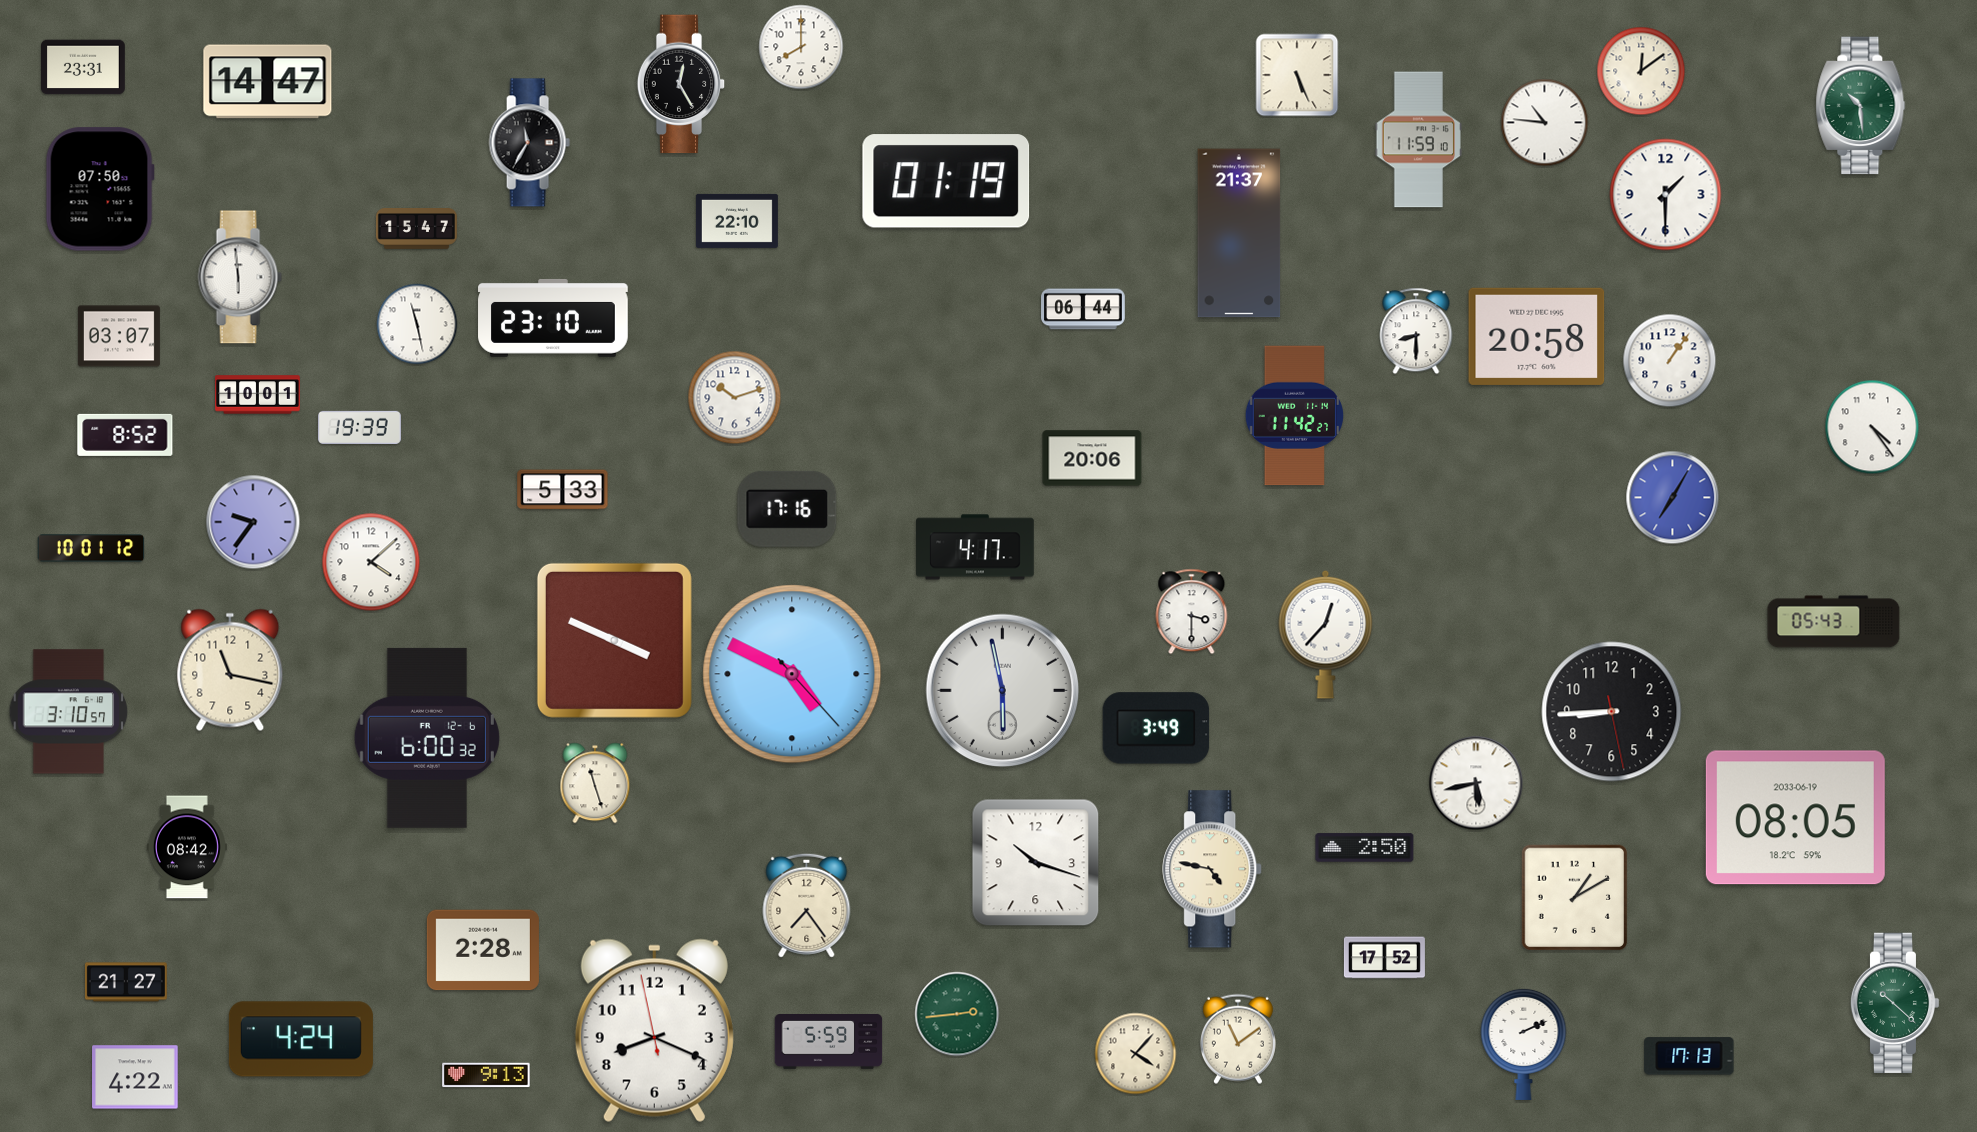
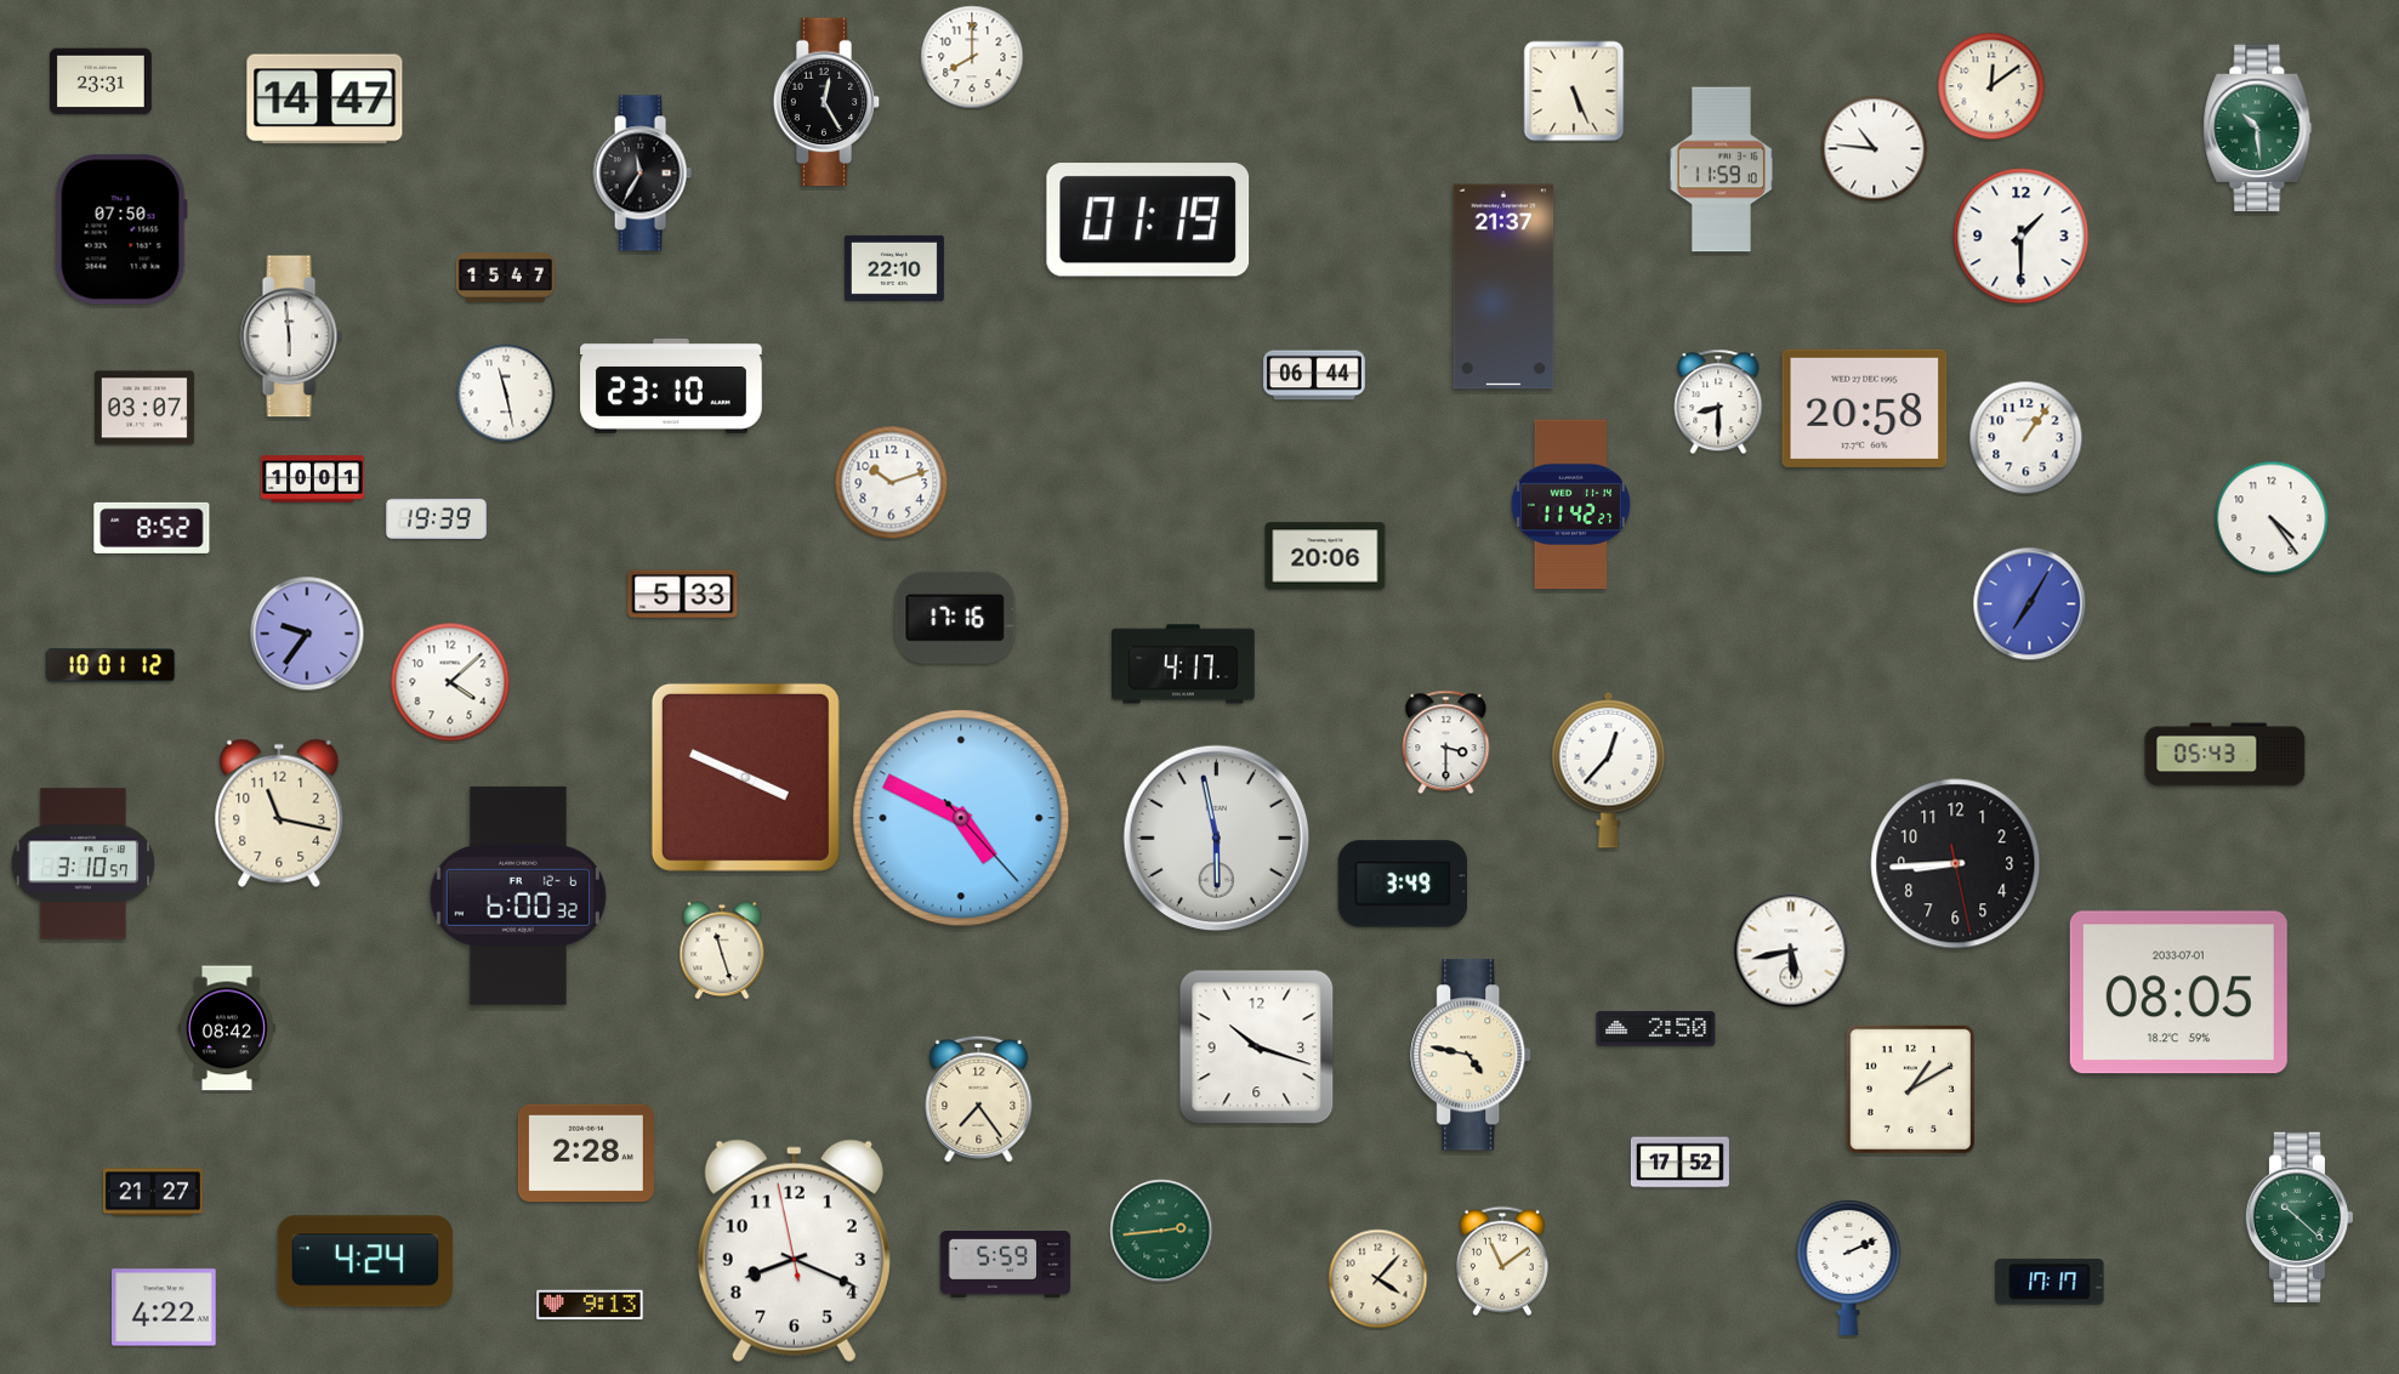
clock at (1239, 233) position: (1239, 233) -> (1503, 286)
clock at (1795, 818) date: 2033-06-19 -> 2033-07-01
clock at (1689, 1056): 17:13 -> 17:17
